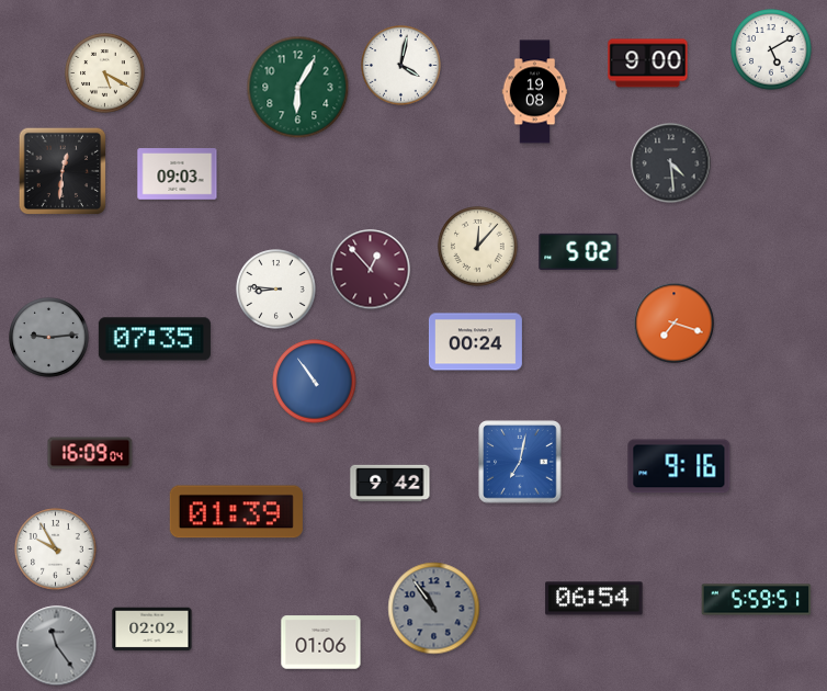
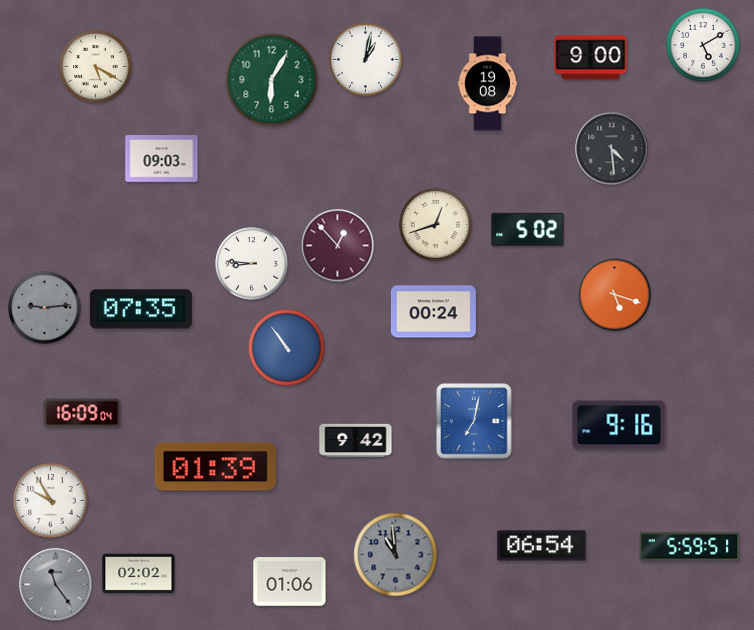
clock at (401, 66): 4:02 -> 1:02
clock at (63, 171): 12:31 -> none
clock at (478, 247): 12:07 -> 12:42
clock at (675, 324): 7:18 -> 5:18
clock at (434, 609): 10:54 -> 10:59
clock at (321, 643) position: (321, 643) -> (290, 582)
clock at (57, 646) position: (57, 646) -> (56, 585)
